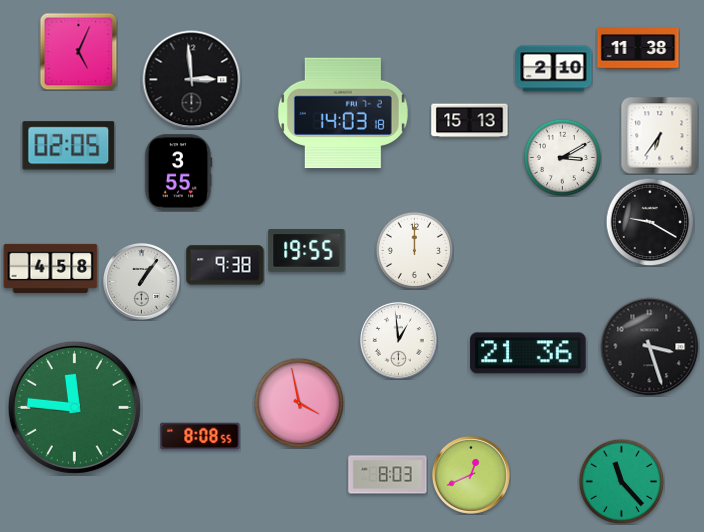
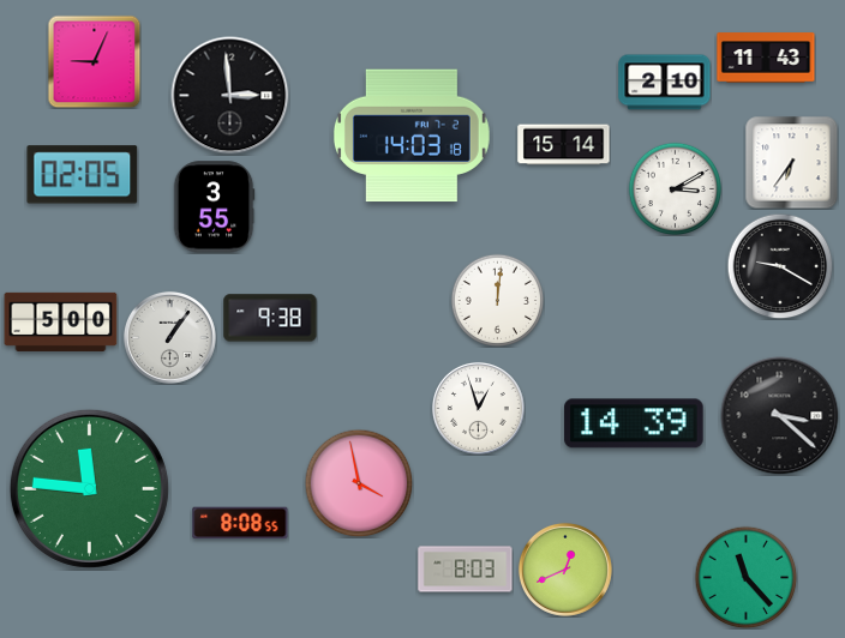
clock at (638, 48): 11:38 -> 11:43
clock at (78, 51): 5:04 -> 9:04
clock at (470, 121): 15:13 -> 15:14
clock at (414, 250): 12:00 -> 12:01
clock at (307, 251): 19:55 -> none
clock at (51, 268): 4:58 -> 5:00
clock at (398, 340): 12:59 -> 12:57
clock at (650, 347): 3:27 -> 3:22
clock at (528, 353): 21:36 -> 14:39
